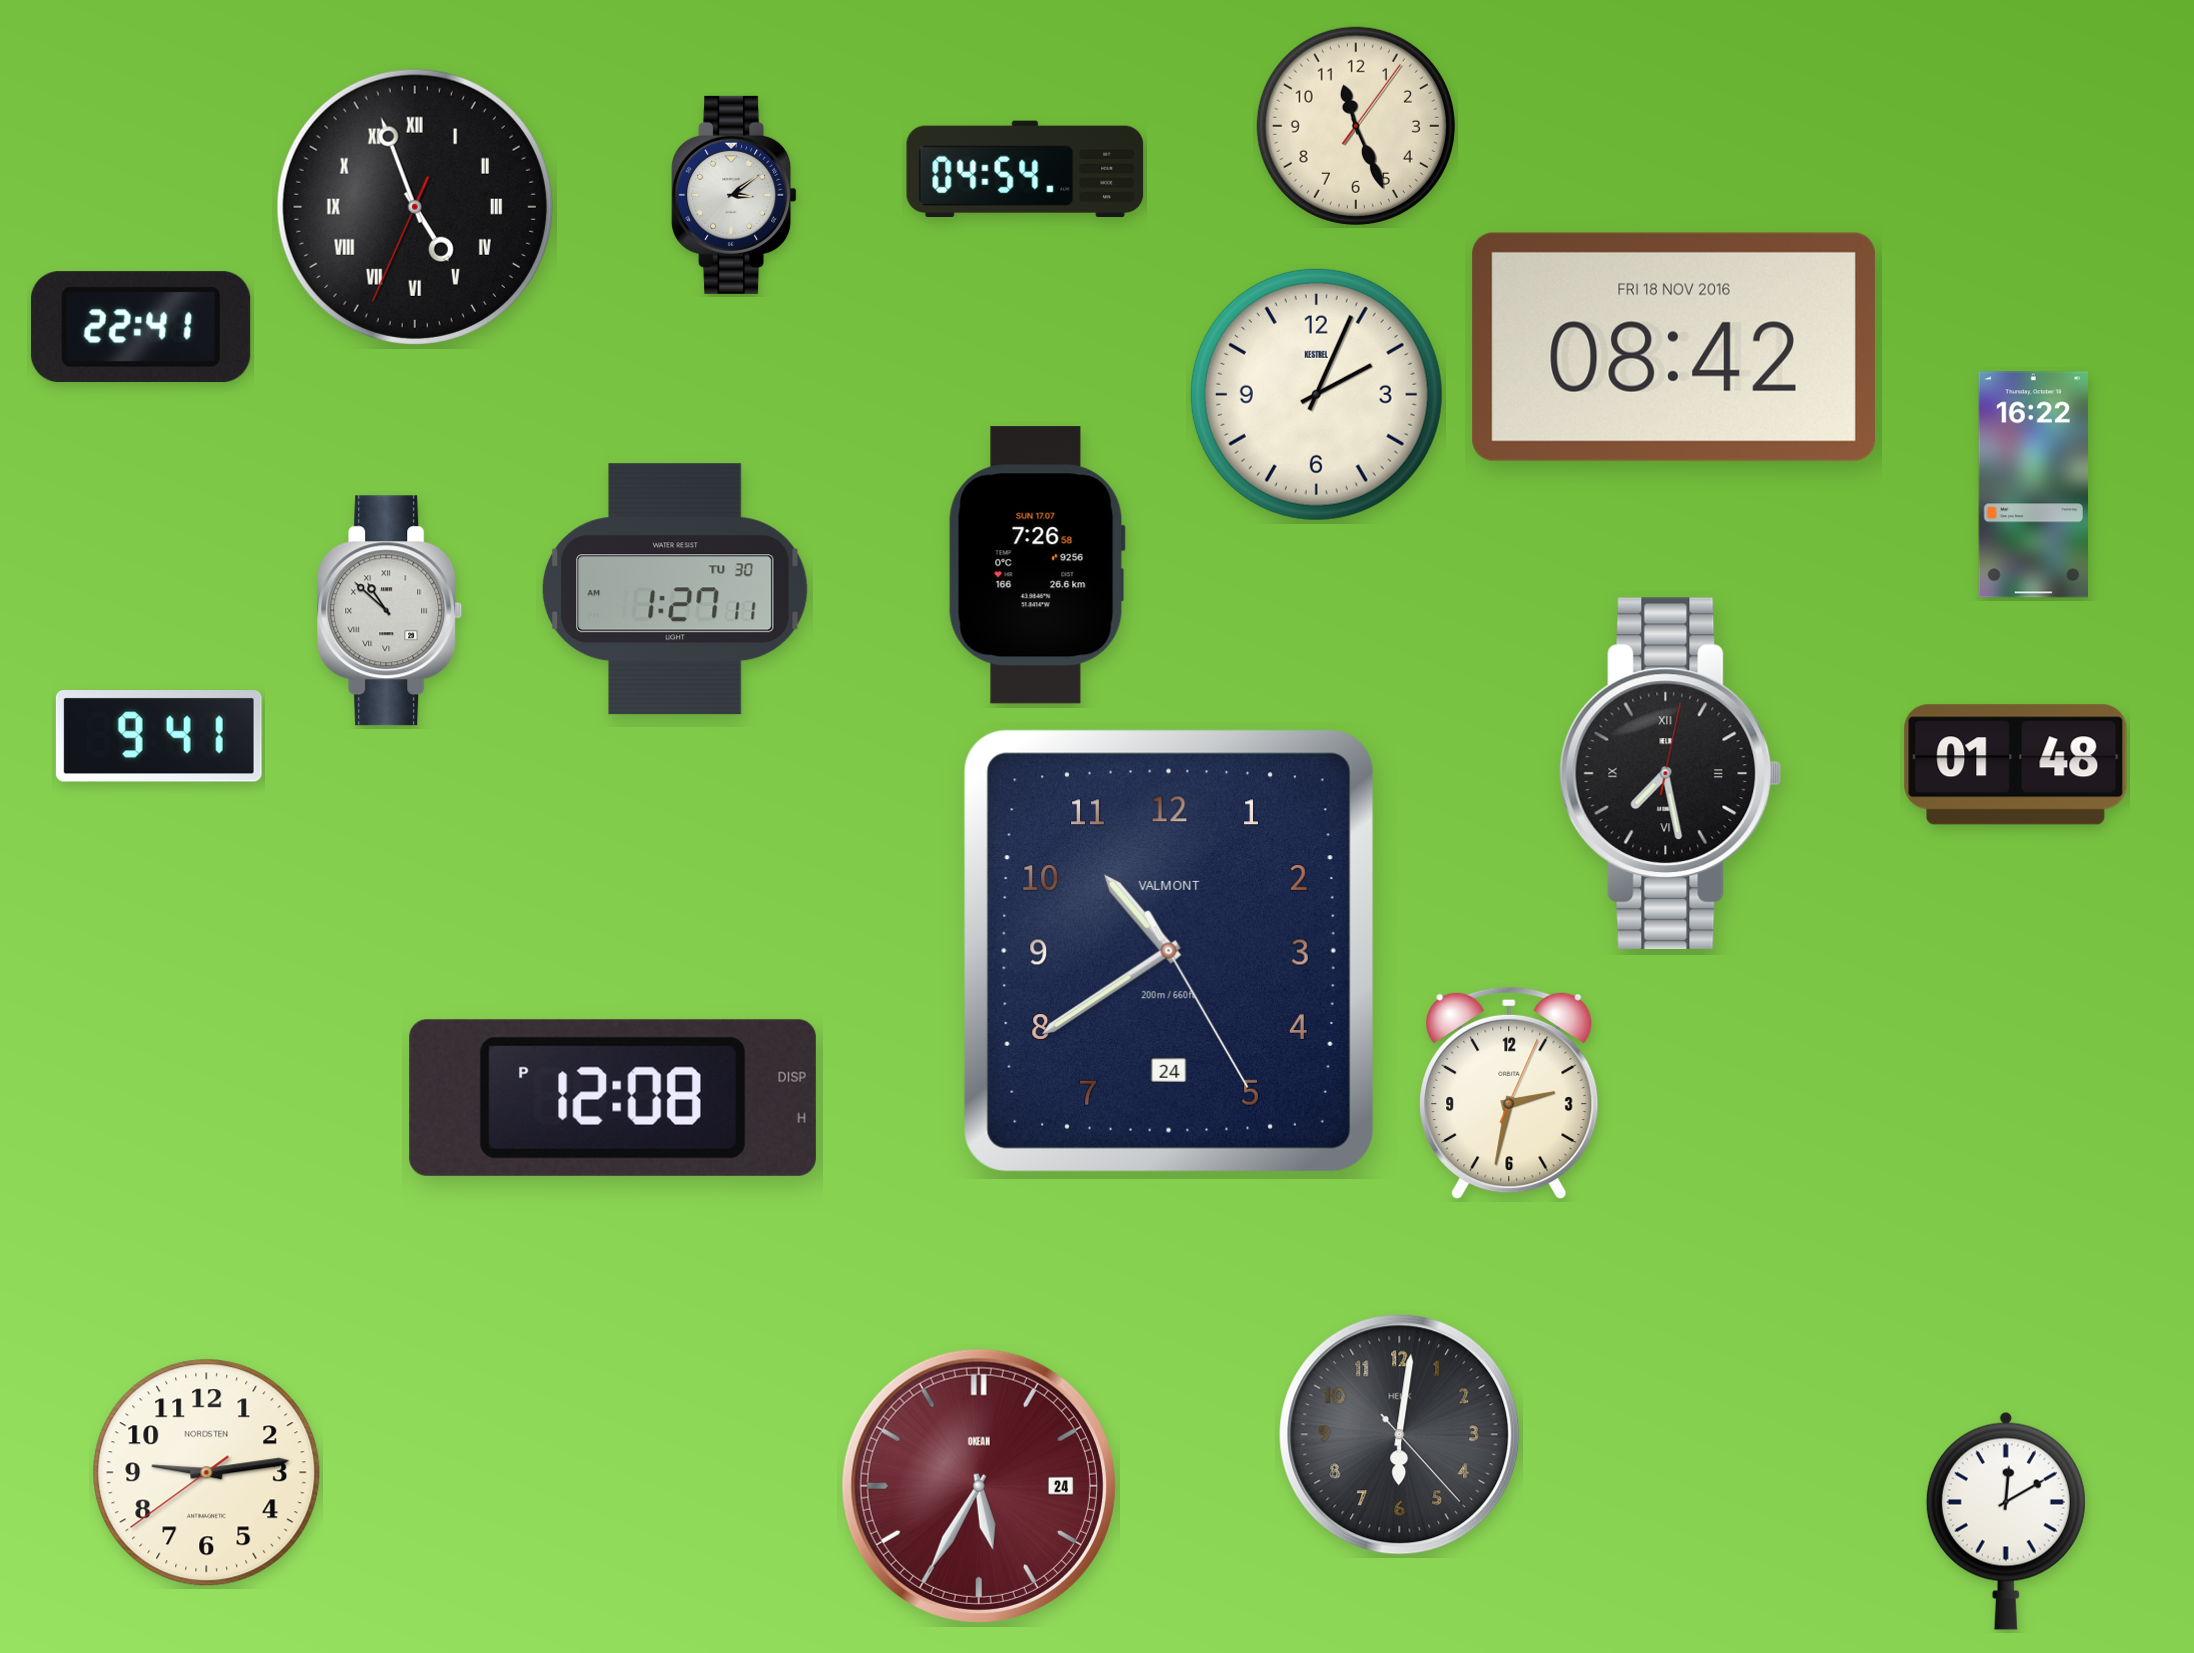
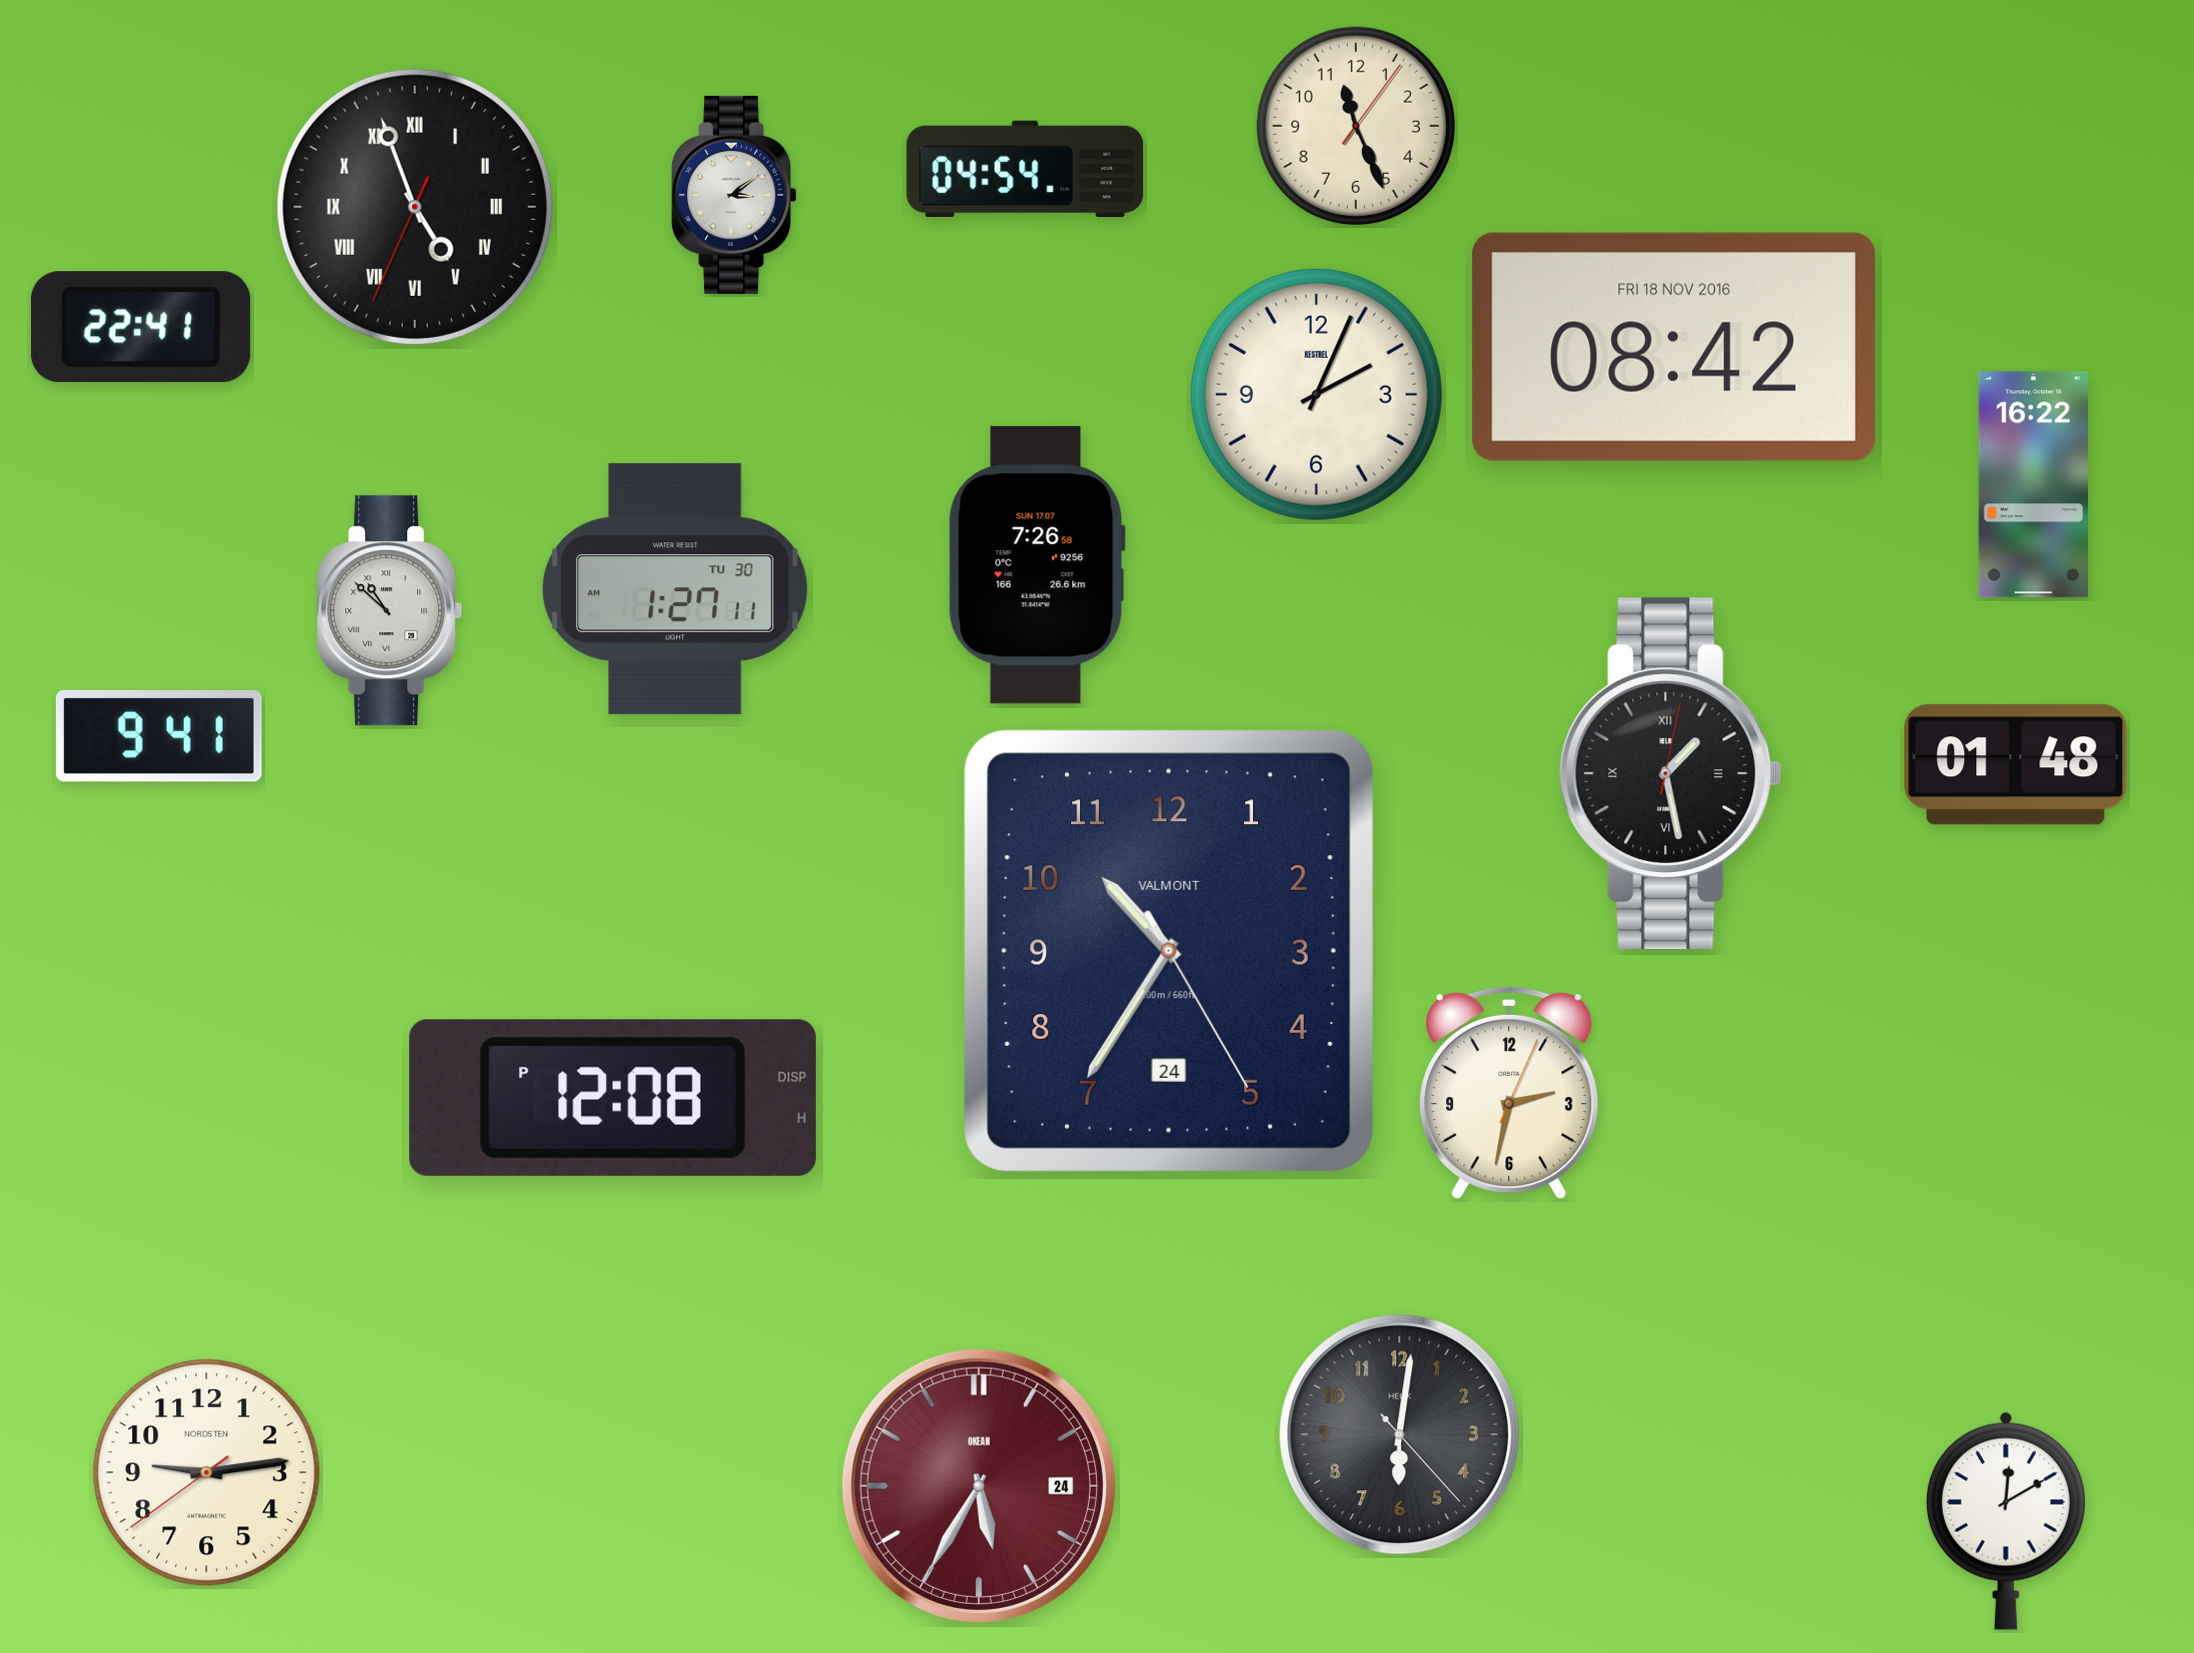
clock at (1671, 773): 7:28 -> 1:28
clock at (1169, 951): 10:39 -> 10:35
